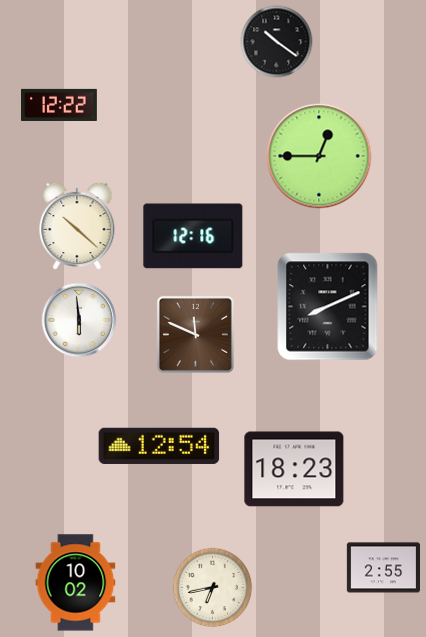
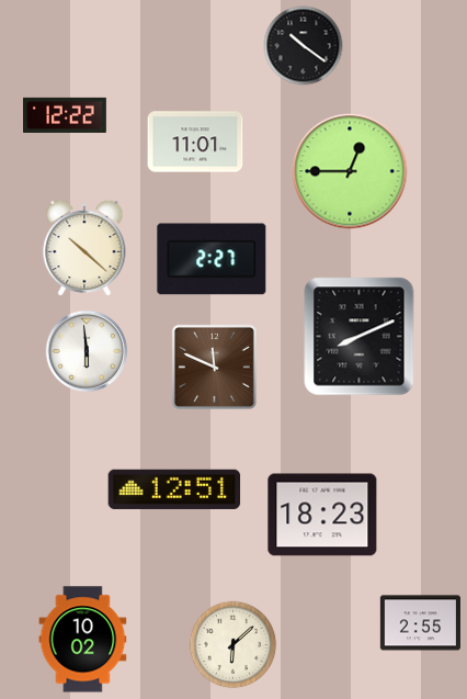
clock at (195, 142): none -> 11:01
clock at (193, 236): 12:16 -> 2:27
clock at (159, 446): 12:54 -> 12:51
clock at (213, 588): 6:43 -> 6:08
